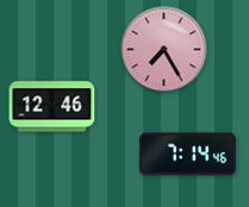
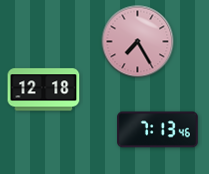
clock at (52, 107): 12:46 -> 12:18
clock at (188, 155): 7:14 -> 7:13
